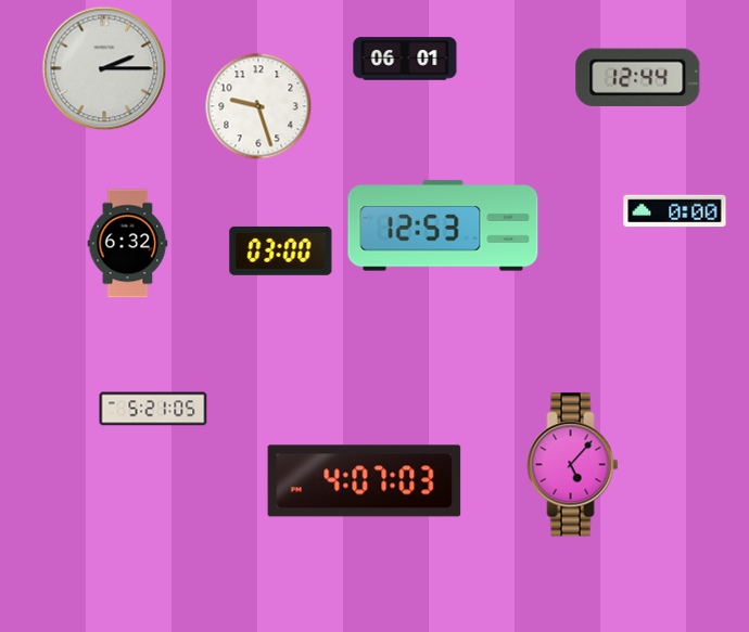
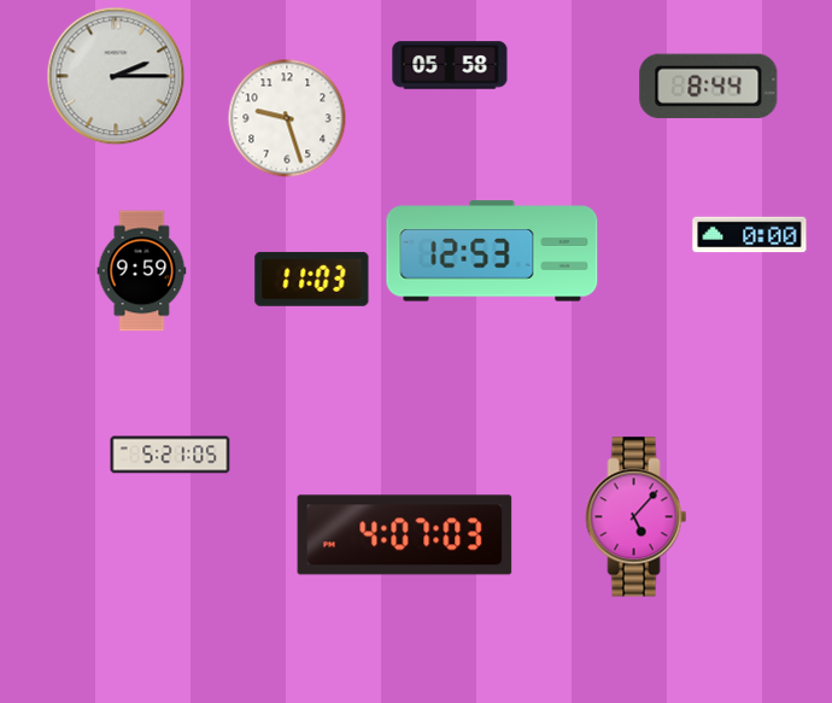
clock at (405, 59): 06:01 -> 05:58
clock at (638, 77): 12:44 -> 8:44
clock at (128, 244): 6:32 -> 9:59
clock at (281, 250): 03:00 -> 11:03
